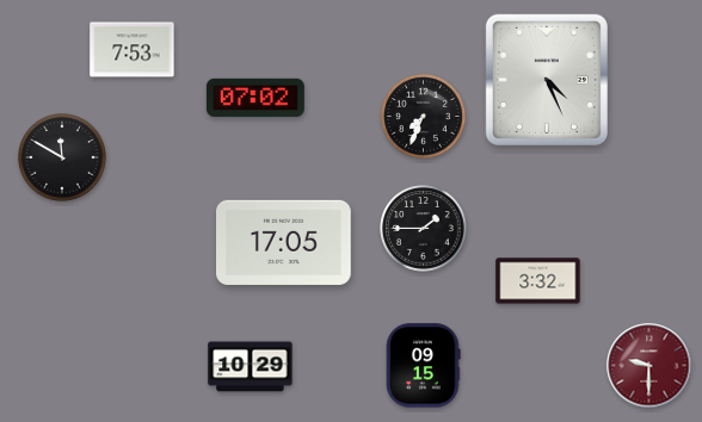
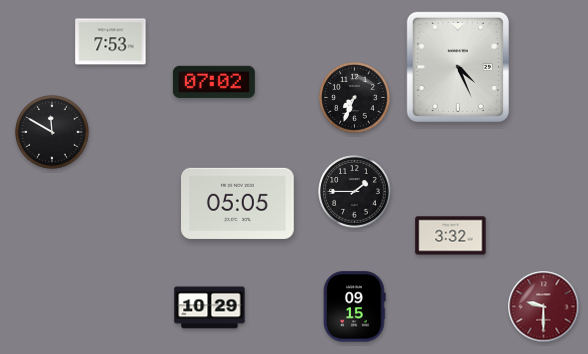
clock at (284, 242): 17:05 -> 05:05
